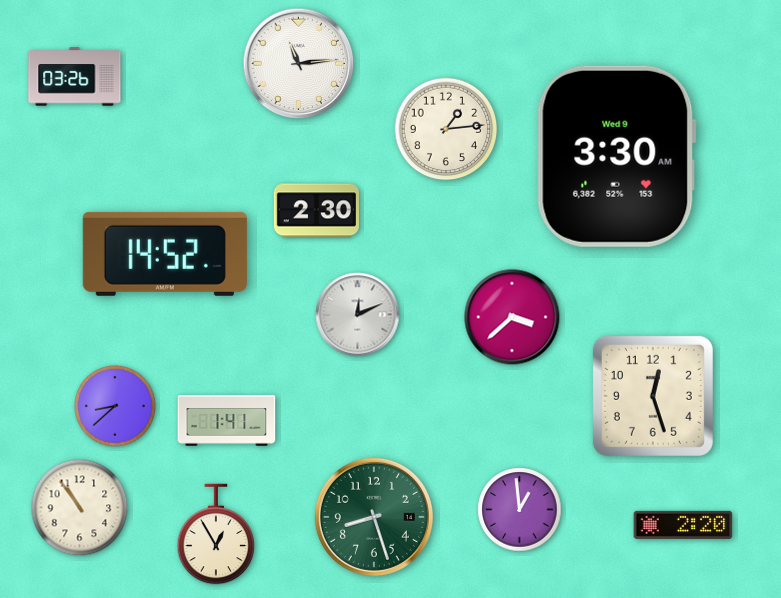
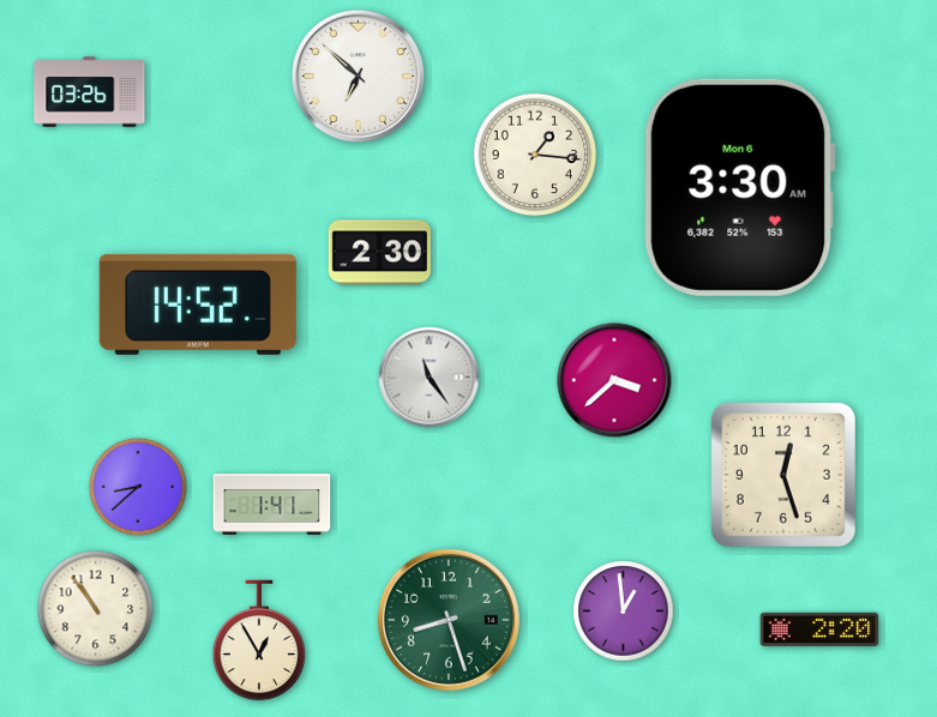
clock at (299, 64): 11:14 -> 6:52
clock at (446, 129): 1:14 -> 1:16
clock at (616, 156) date: Wed 9 -> Mon 6
clock at (358, 315): 12:11 -> 11:24
